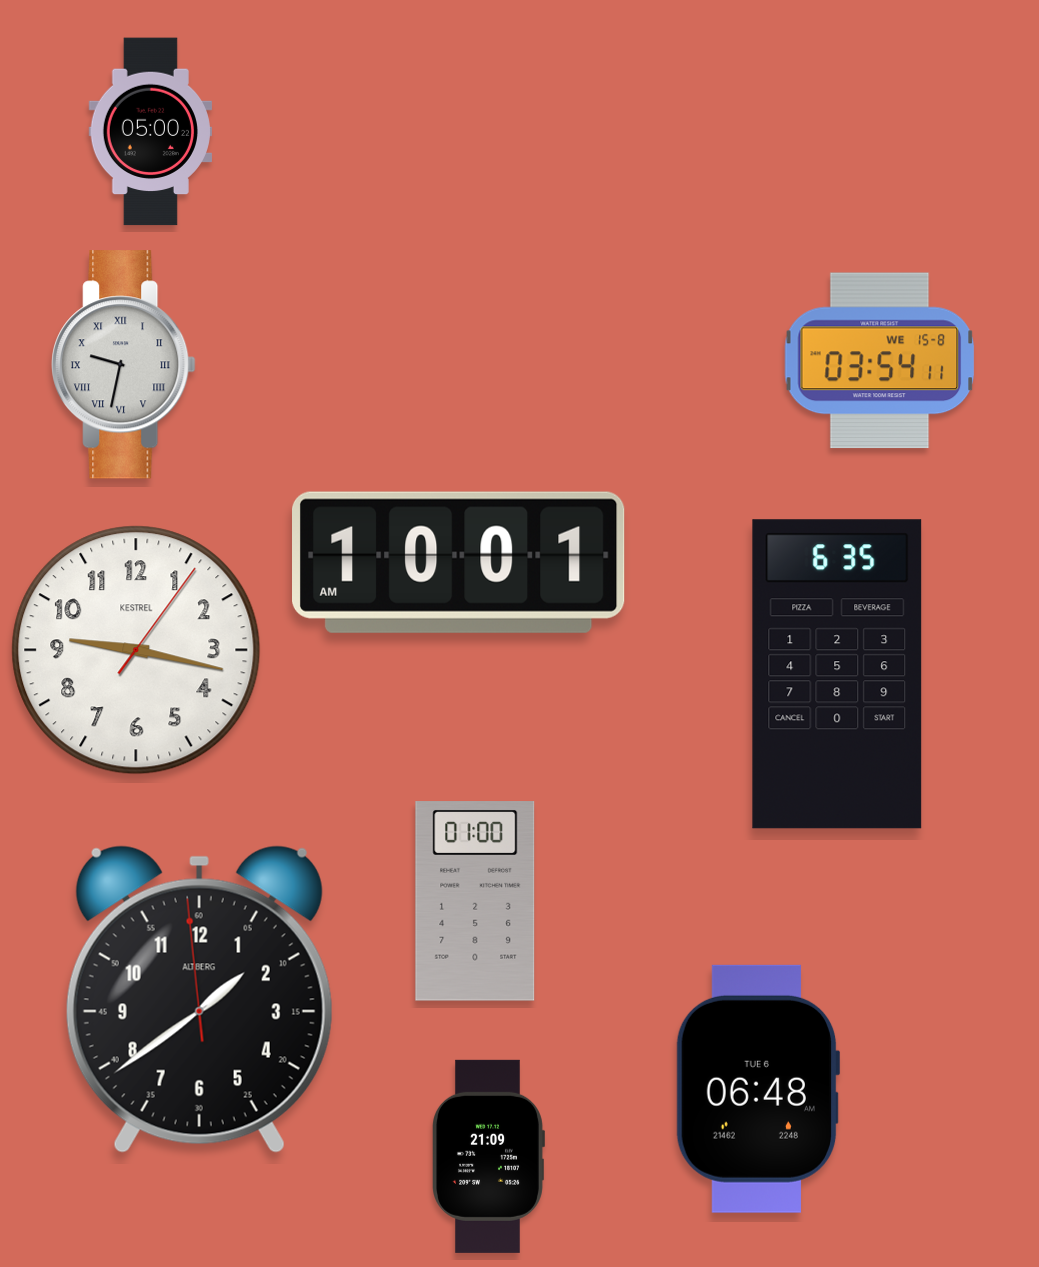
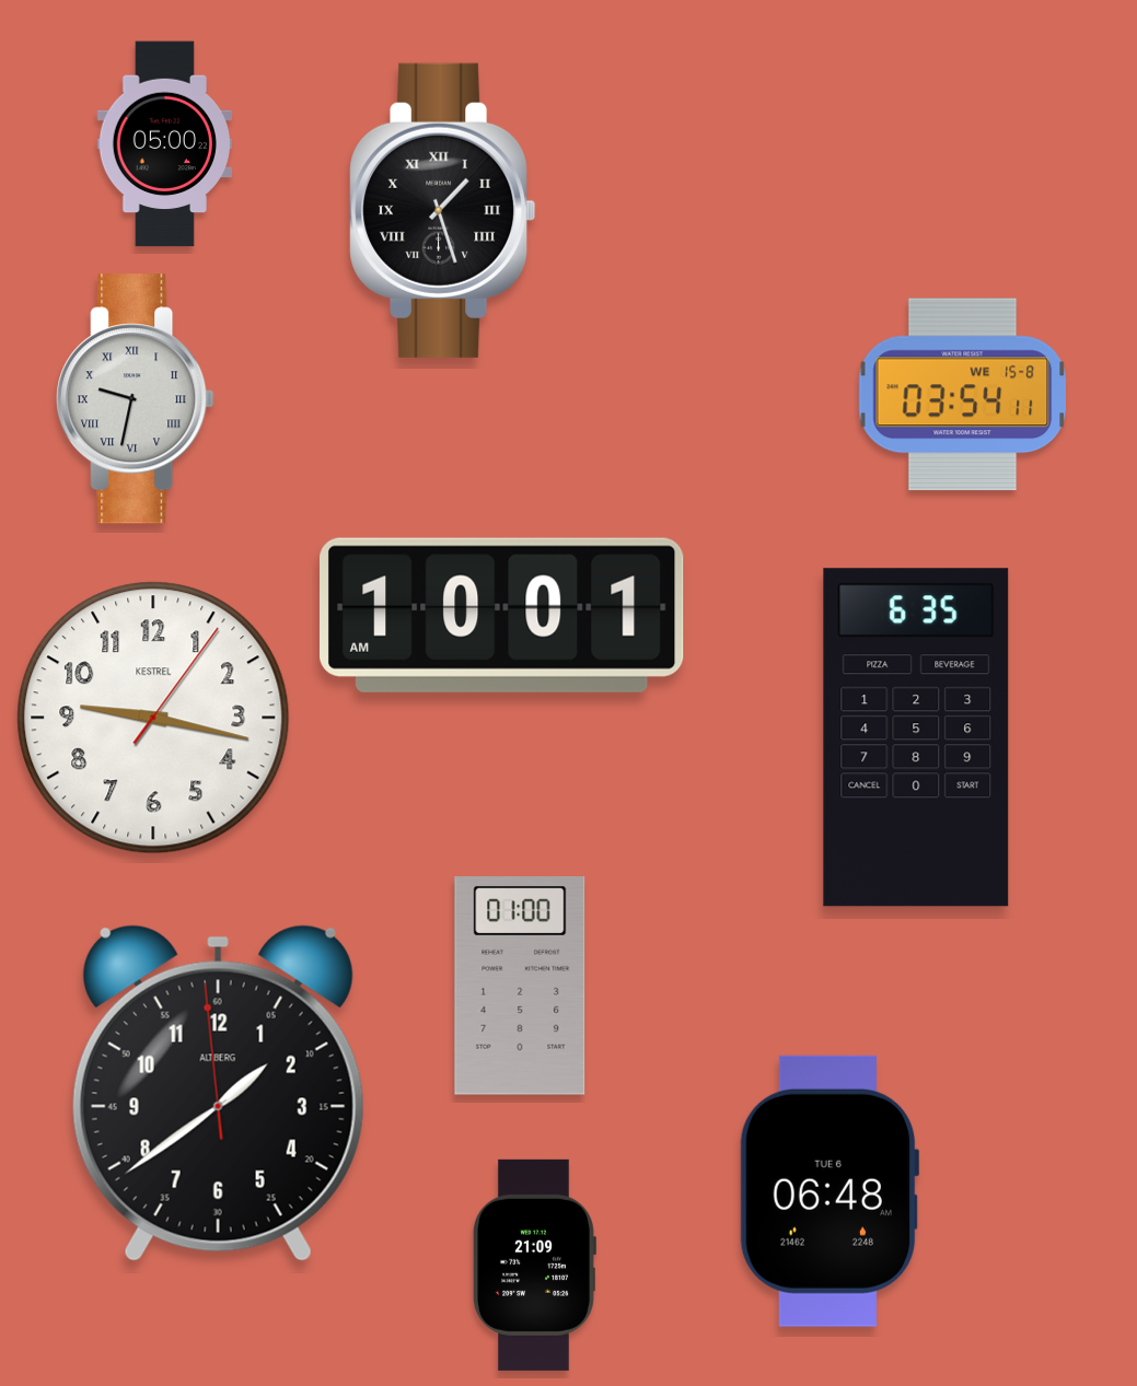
clock at (443, 210): none -> 1:27
clock at (136, 650) position: (136, 650) -> (153, 718)
